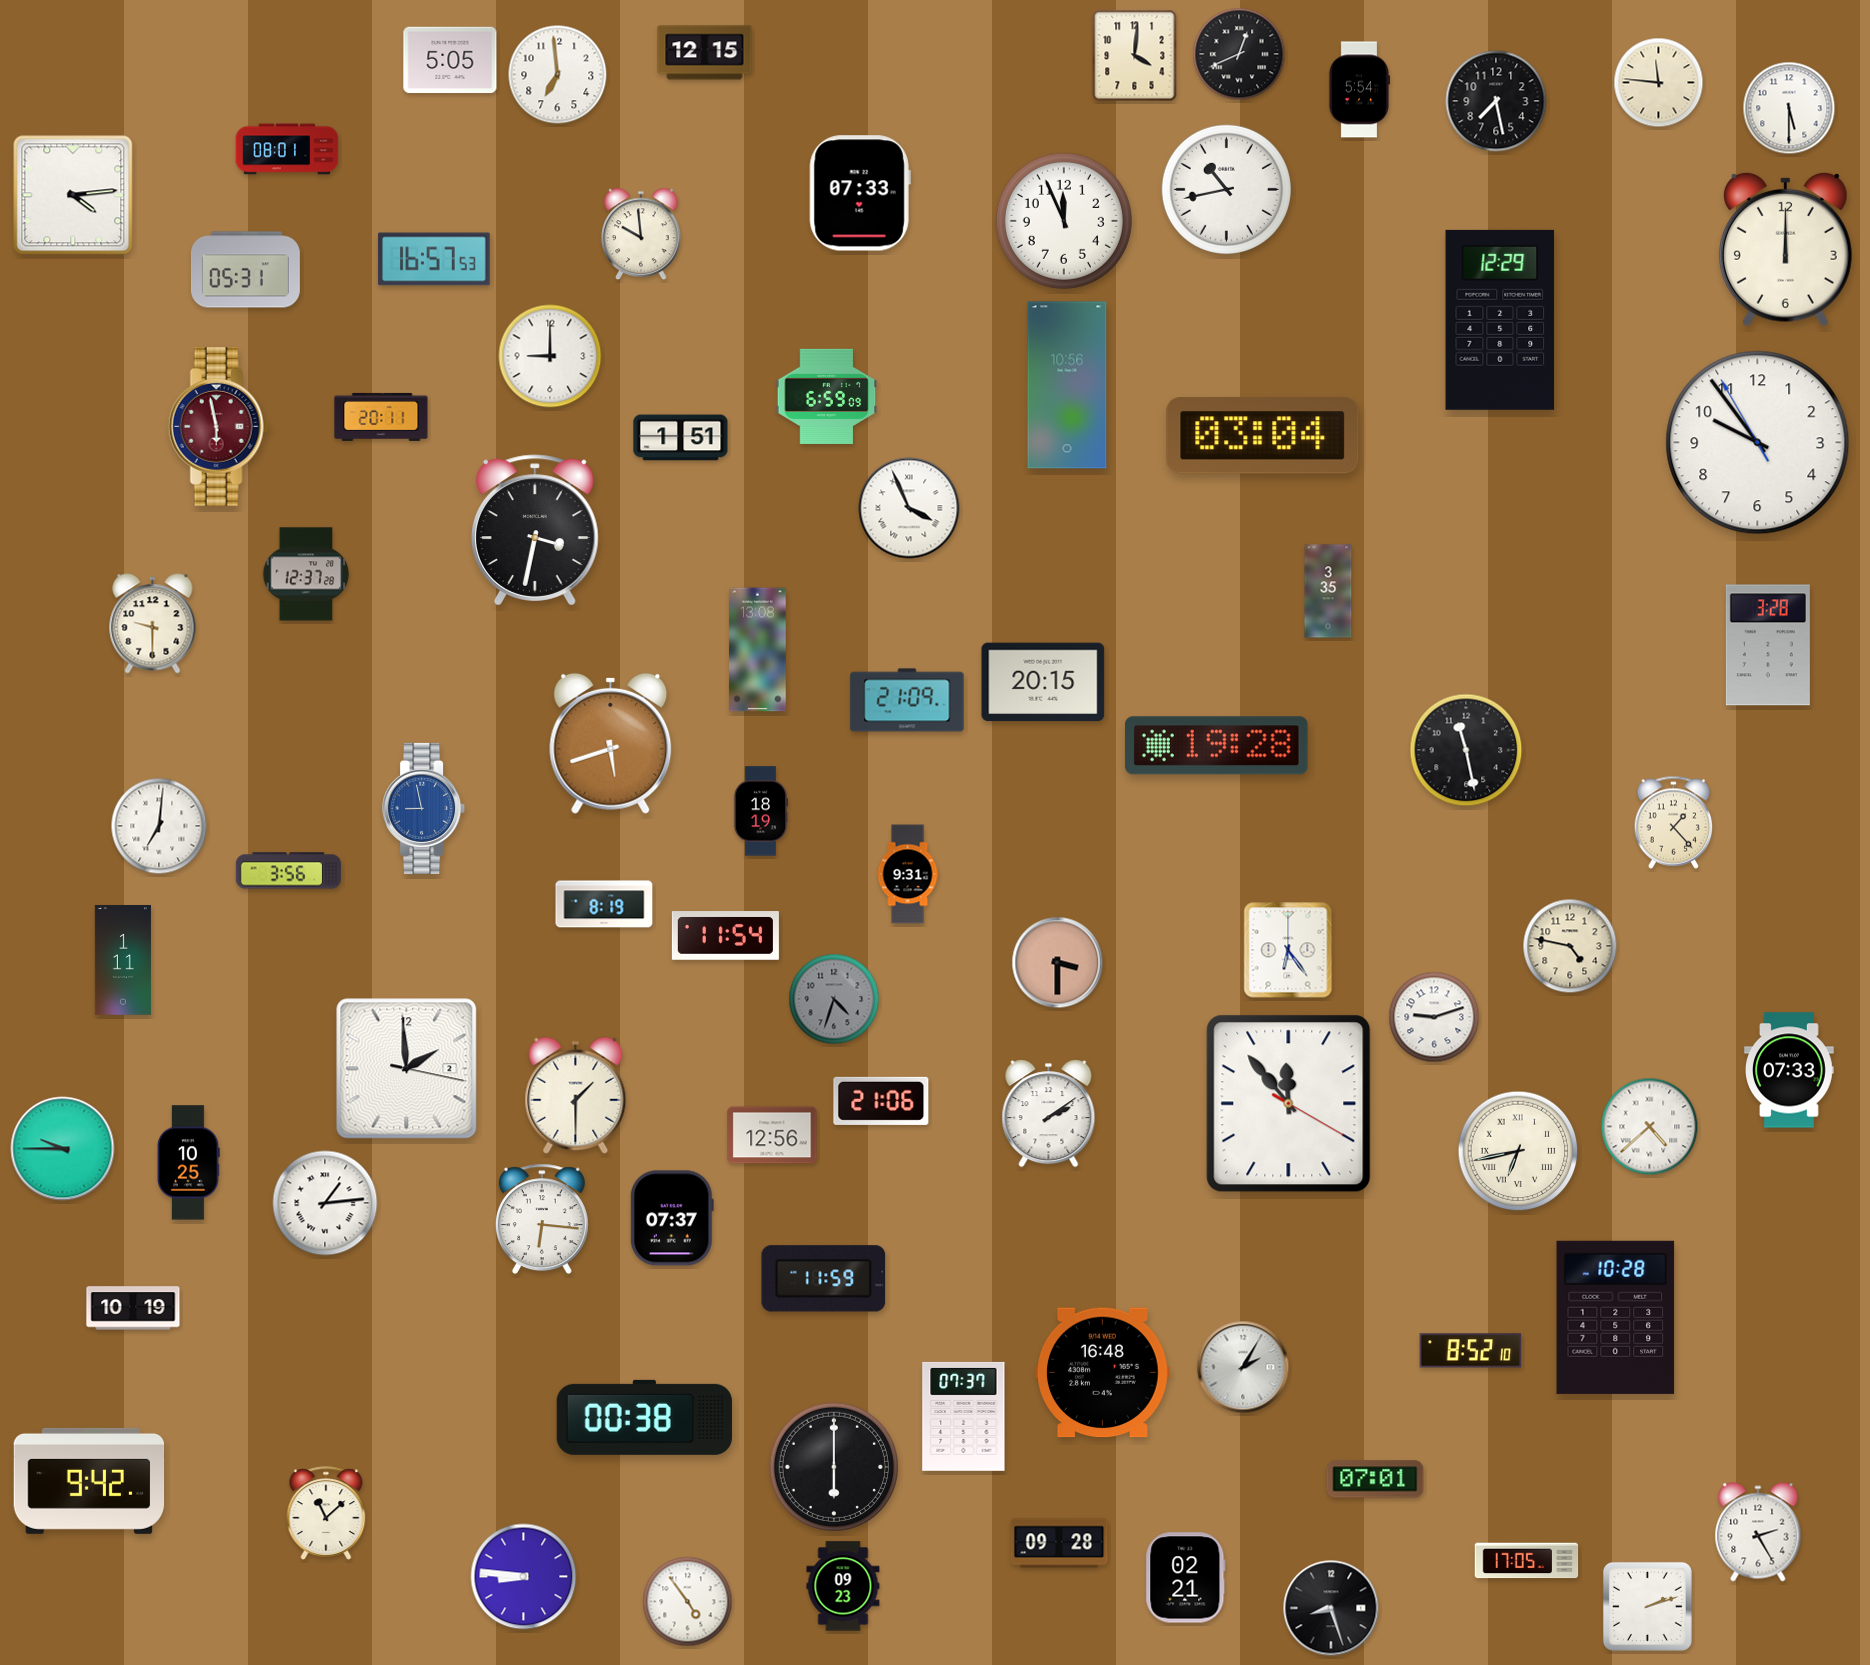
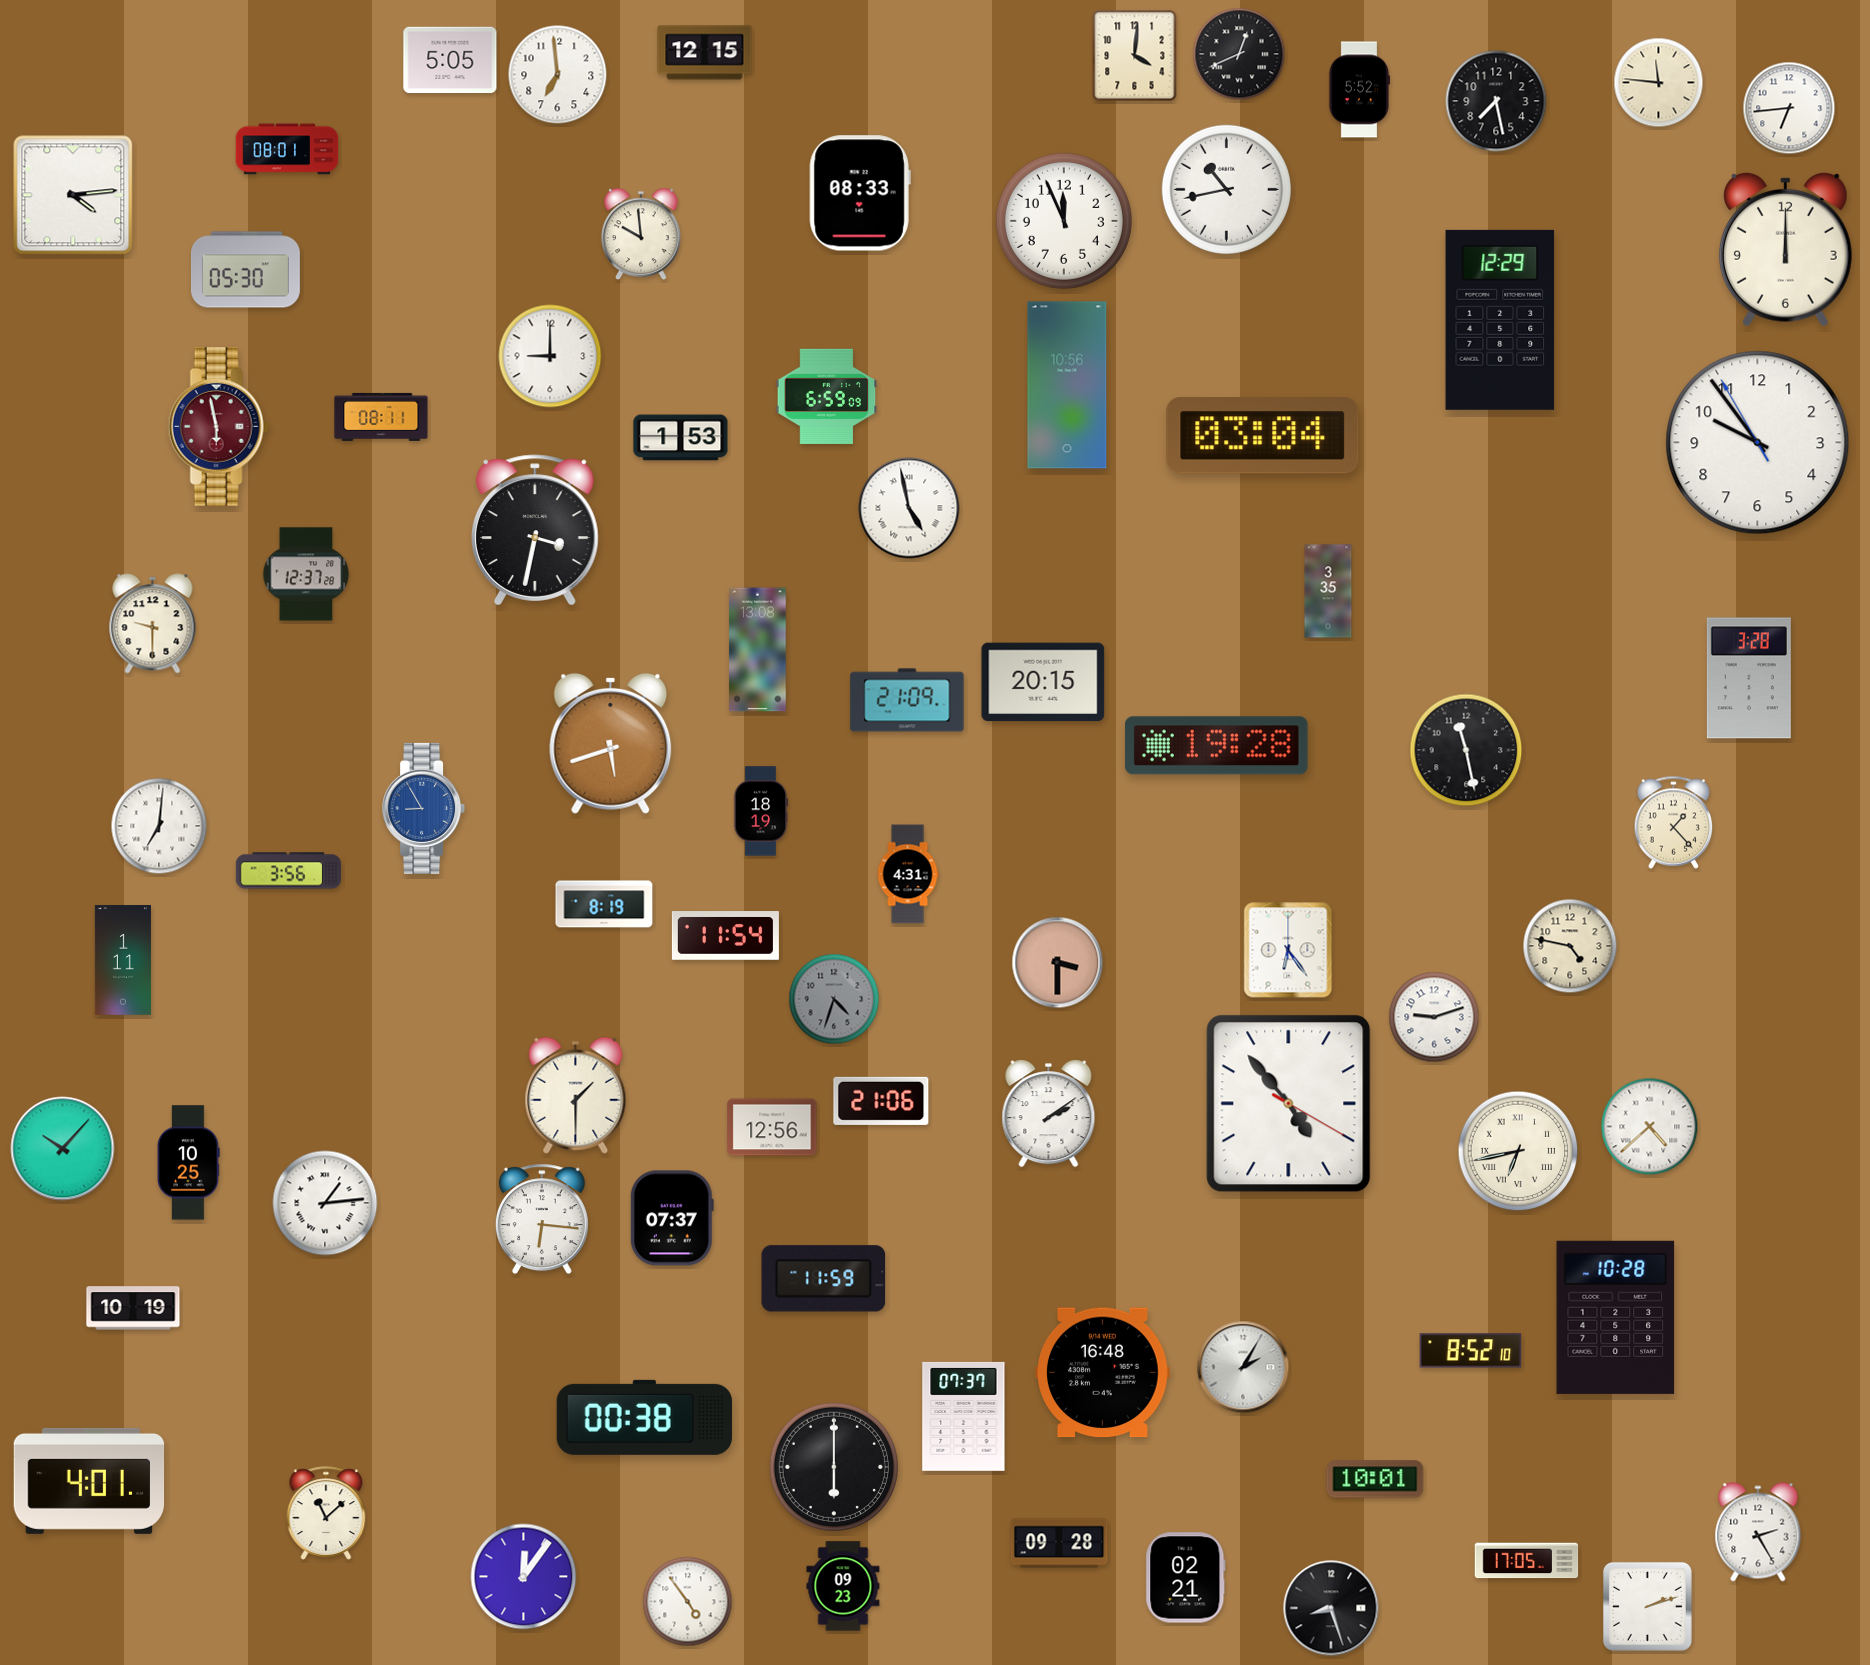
clock at (1358, 90): 5:54 -> 5:52
clock at (1789, 108): 5:30 -> 6:44
clock at (860, 193): 07:33 -> 08:33
clock at (434, 259): 16:57 -> none
clock at (245, 270): 05:31 -> 05:30
clock at (381, 417): 20:11 -> 08:11
clock at (681, 438): 1:51 -> 1:53
clock at (909, 508): 3:56 -> 4:58
clock at (1768, 645) position: (1768, 645) -> (1749, 678)
clock at (424, 808): 8:58 -> 8:55
clock at (908, 874): 9:31 -> 4:31
clock at (407, 1069): 1:59 -> none
clock at (1790, 1070): 07:33 -> none
clock at (1289, 1104): 11:53 -> 4:53
clock at (772, 1135) position: (772, 1135) -> (772, 1127)
clock at (63, 1149): 9:45 -> 10:07
clock at (1375, 1479): 07:01 -> 10:01
clock at (89, 1481): 9:42 -> 4:01
clock at (524, 1577): 8:46 -> 12:06
